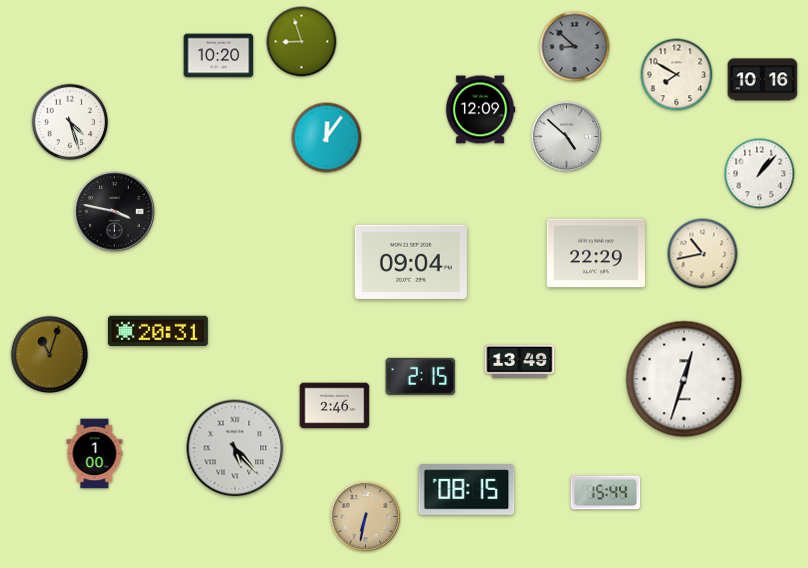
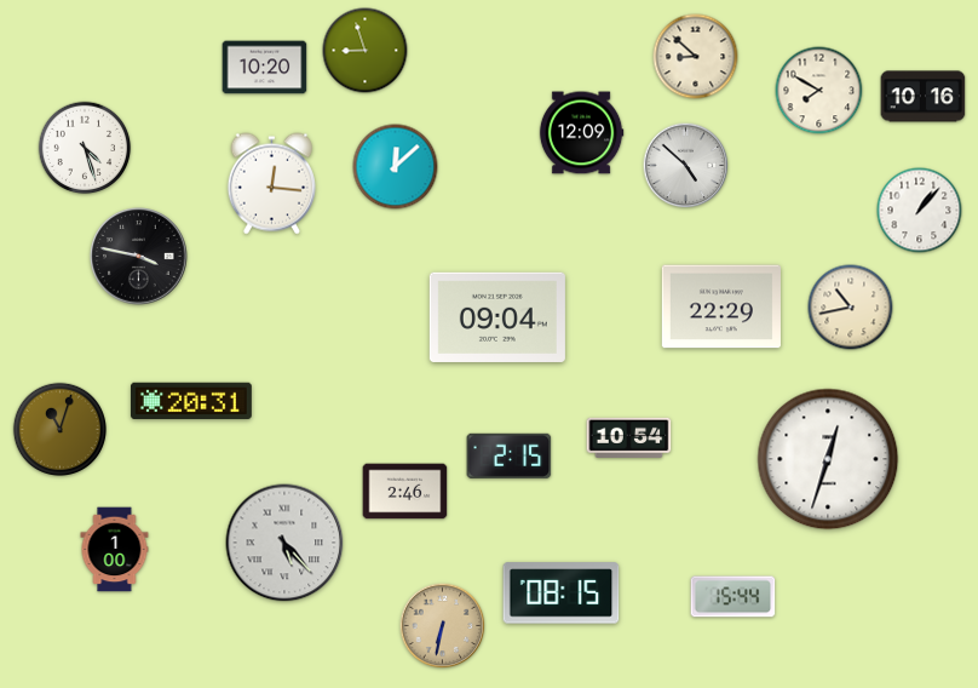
clock at (575, 47) dial: grey -> cream
clock at (327, 138): 12:06 -> 12:08
clock at (271, 184): none -> 12:16
clock at (520, 361): 13:49 -> 10:54
clock at (467, 490) position: (467, 490) -> (562, 594)
